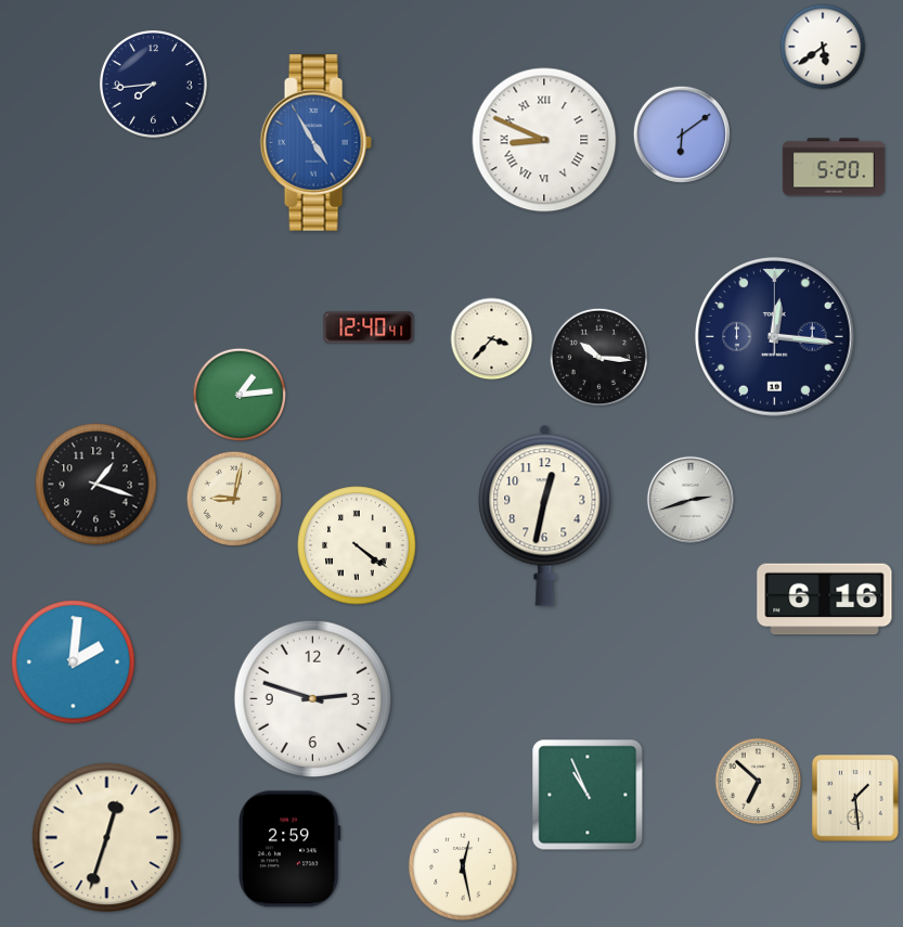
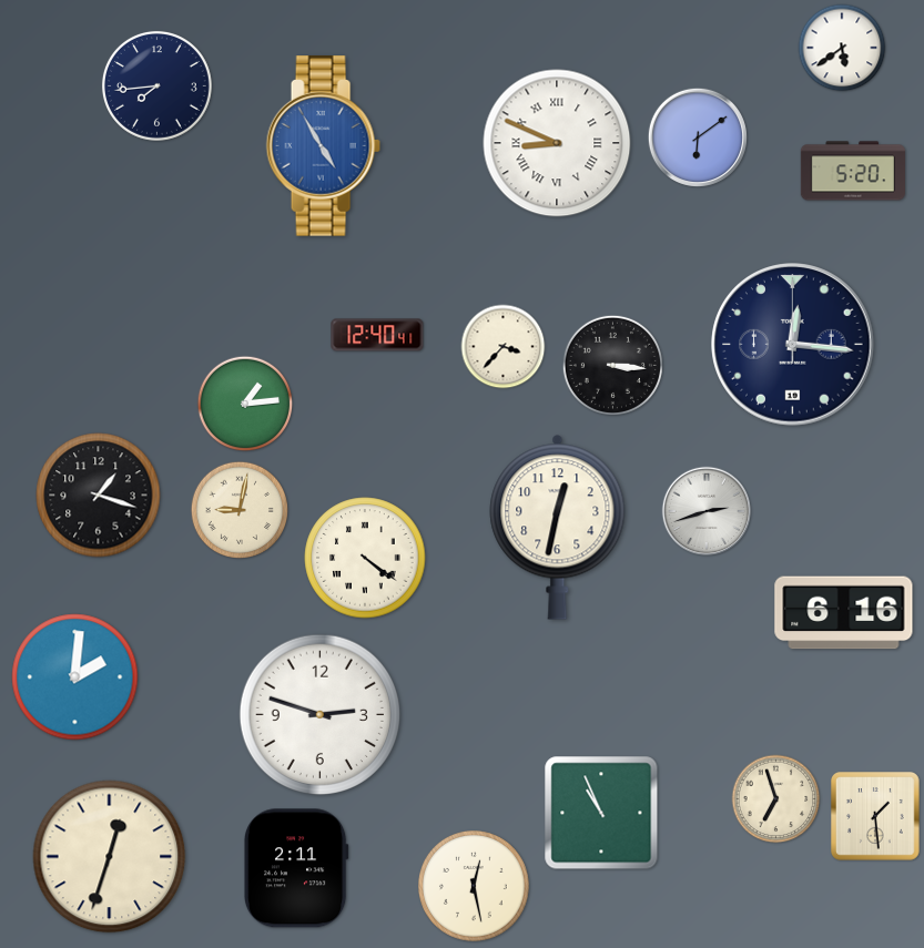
clock at (598, 357): 10:16 -> 3:16
clock at (759, 782): 6:52 -> 6:57
clock at (289, 849): 2:59 -> 2:11
